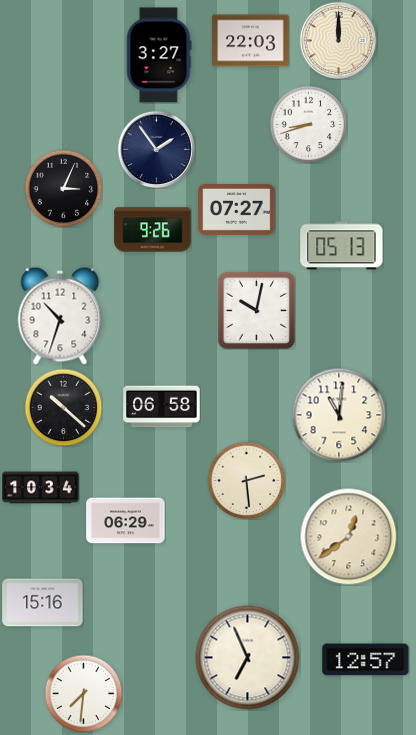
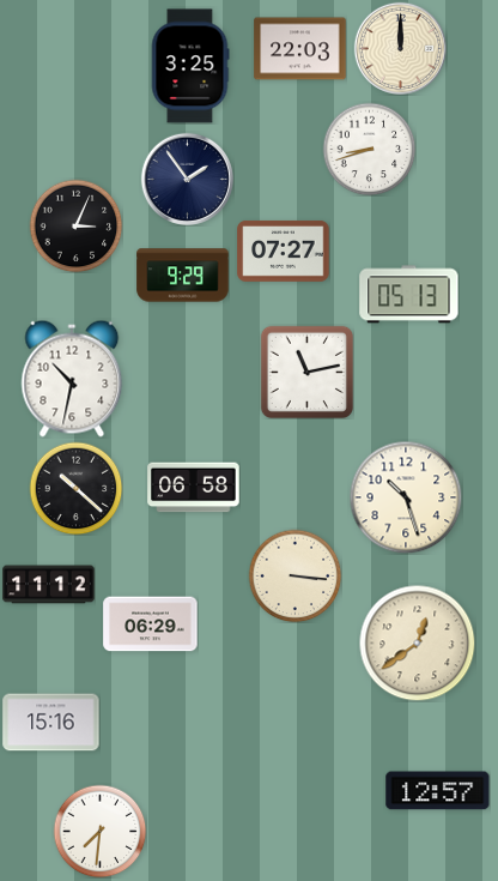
clock at (338, 40) position: (338, 40) -> (400, 48)
clock at (159, 55): 3:27 -> 3:25
clock at (153, 230): 9:26 -> 9:29
clock at (256, 310): 10:02 -> 11:13
clock at (60, 316): 10:33 -> 10:32
clock at (339, 415): 11:01 -> 10:27
clock at (246, 480): 2:29 -> 3:16
clock at (41, 488): 10:34 -> 11:12
clock at (248, 658): 6:56 -> none
